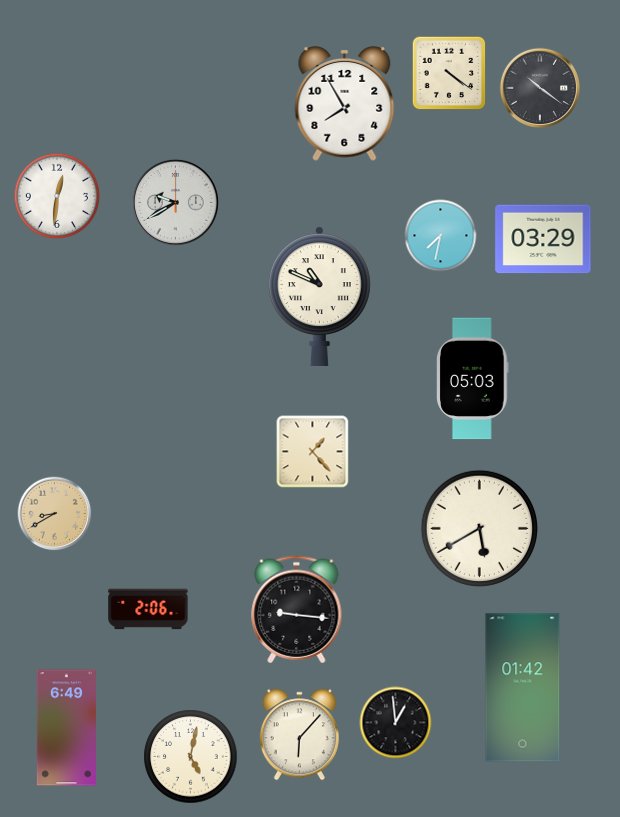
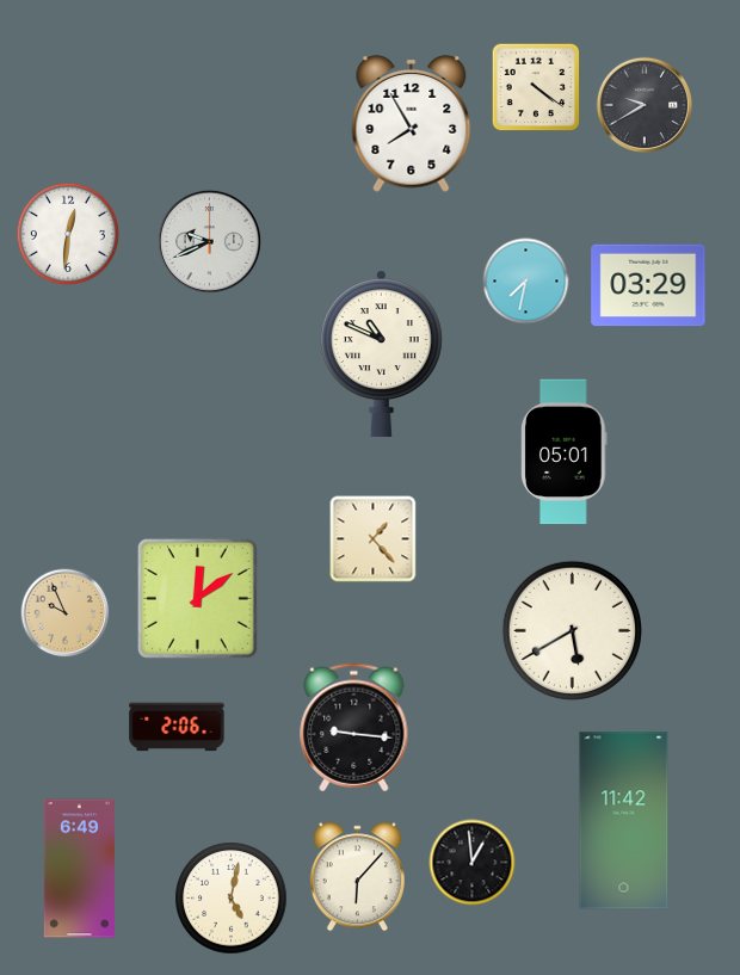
clock at (539, 87): 10:21 -> 9:40
clock at (175, 202): 9:40 -> 9:41
clock at (473, 379): 05:03 -> 05:01
clock at (197, 598): none -> 12:09
clock at (55, 514): 8:40 -> 9:56
clock at (523, 688): 01:42 -> 11:42
clock at (191, 757) position: (191, 757) -> (232, 899)
